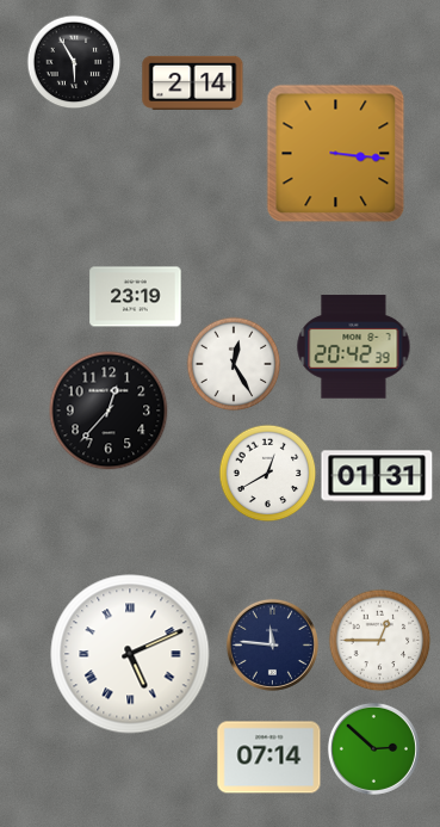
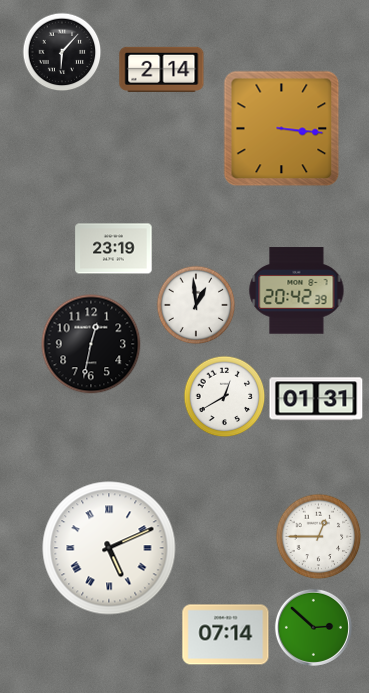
clock at (74, 62): 5:55 -> 6:07
clock at (234, 364): 12:25 -> 12:59
clock at (109, 411): 12:37 -> 12:32
clock at (272, 644): 11:46 -> none
